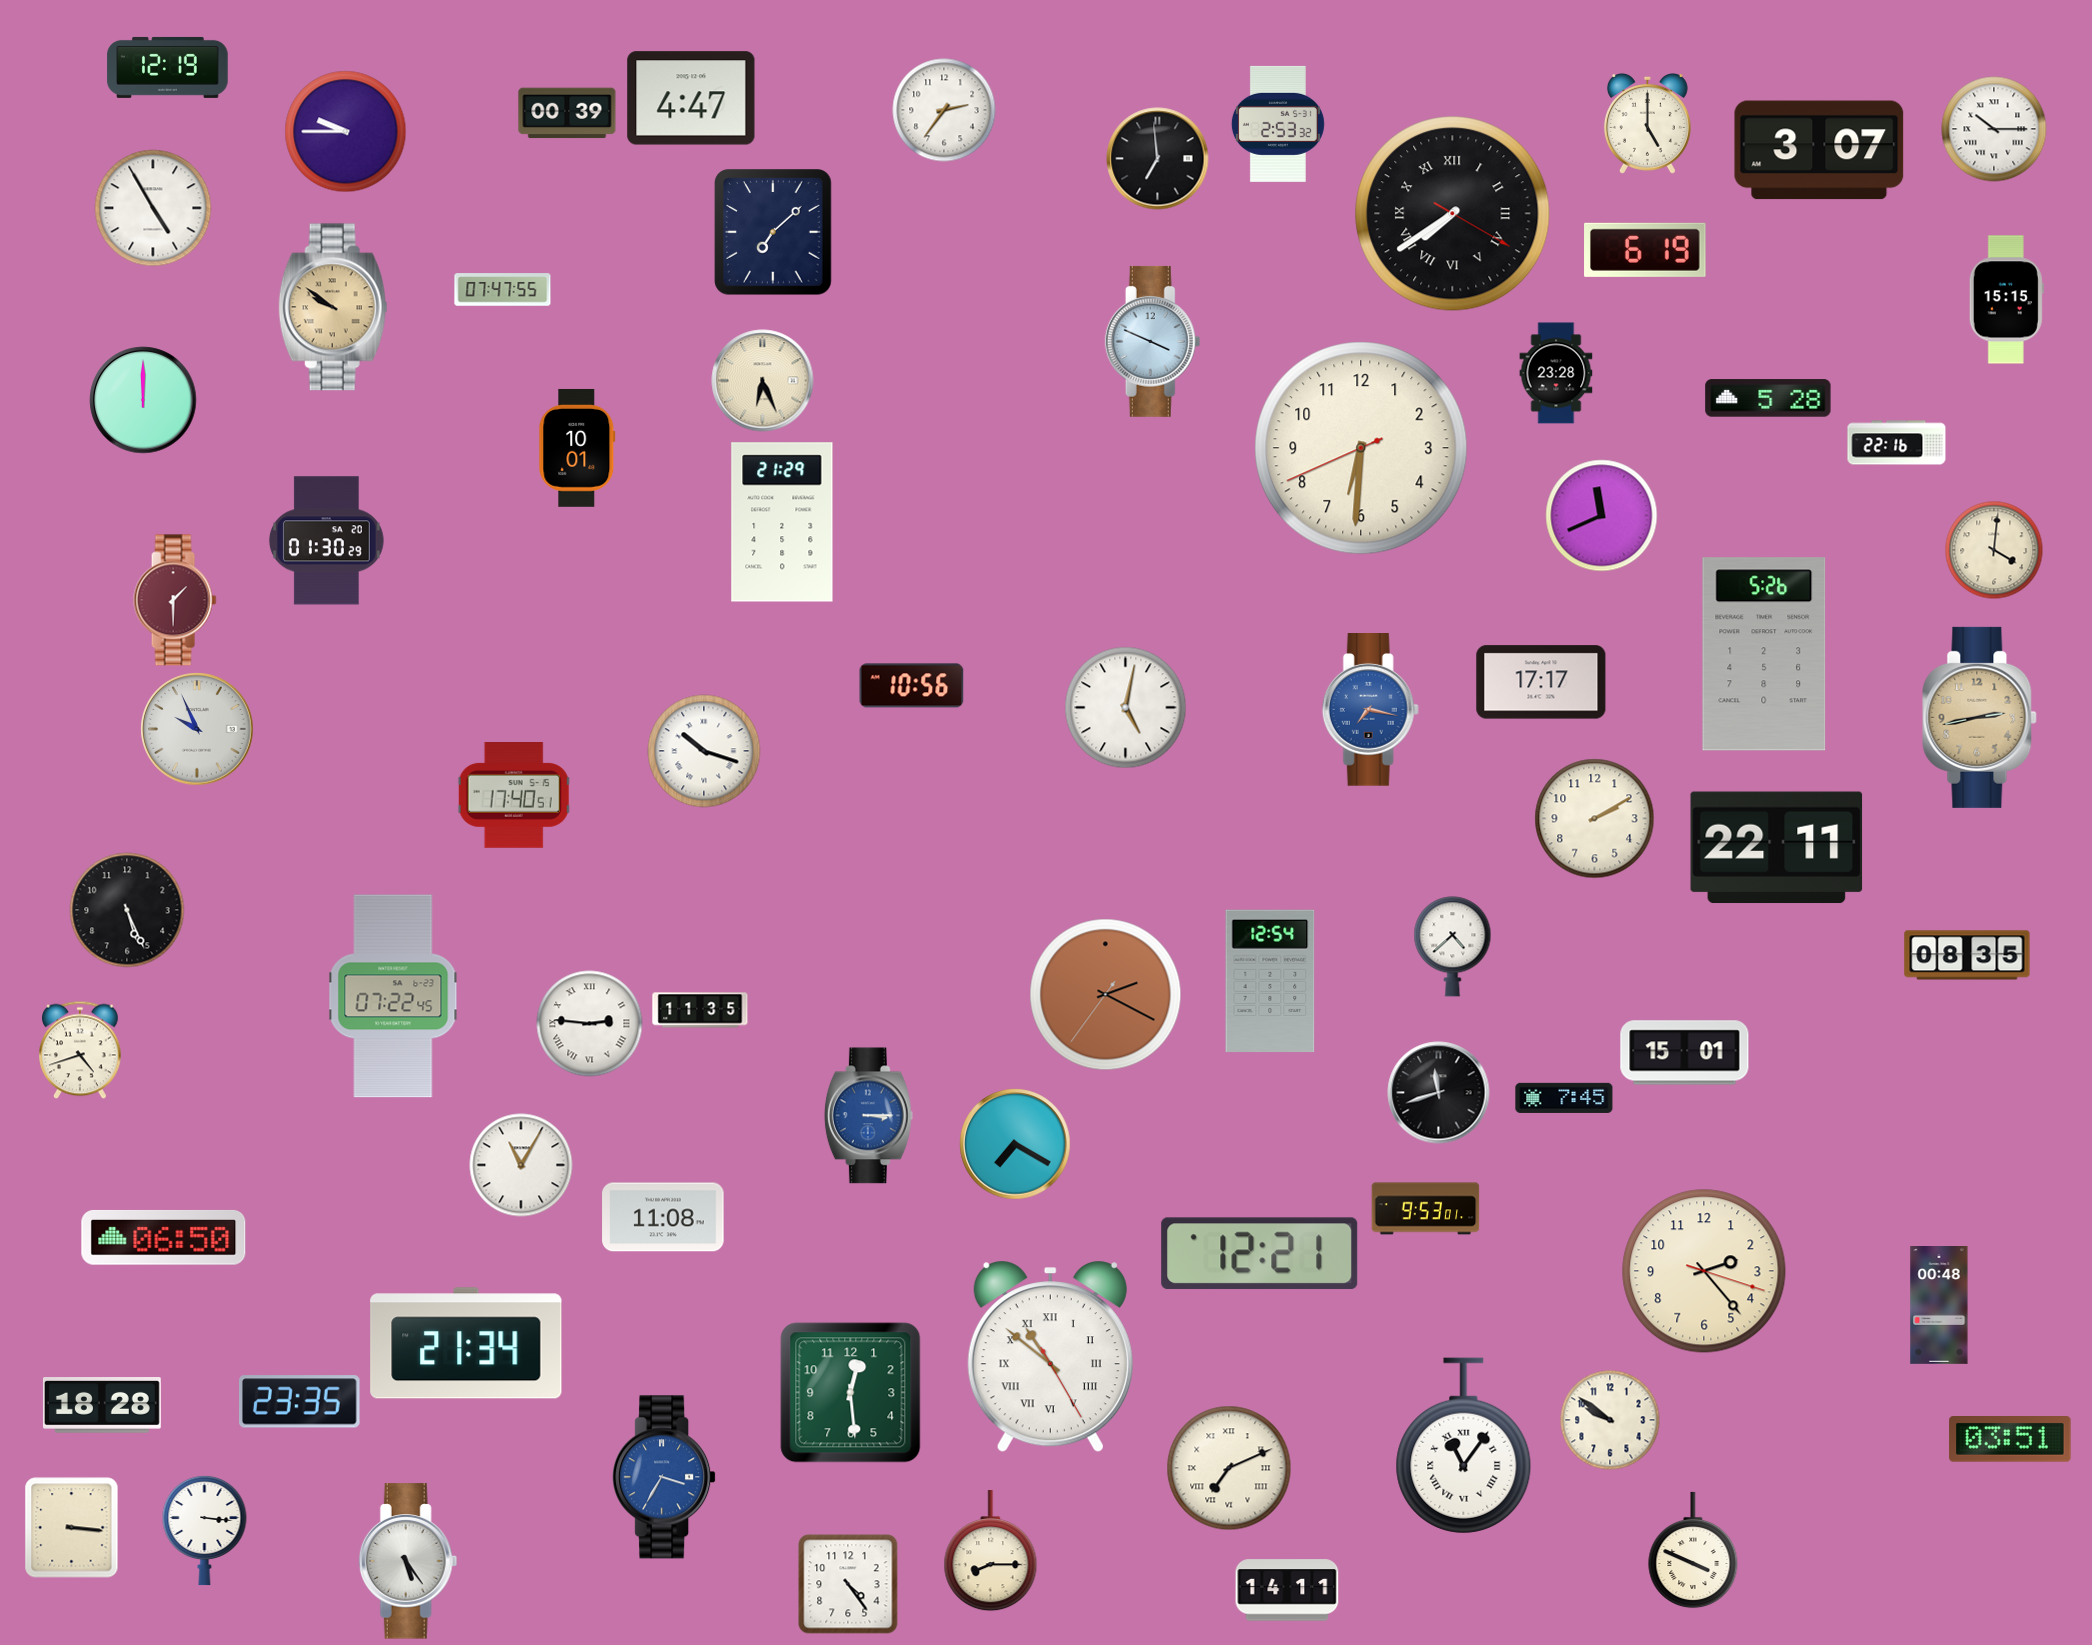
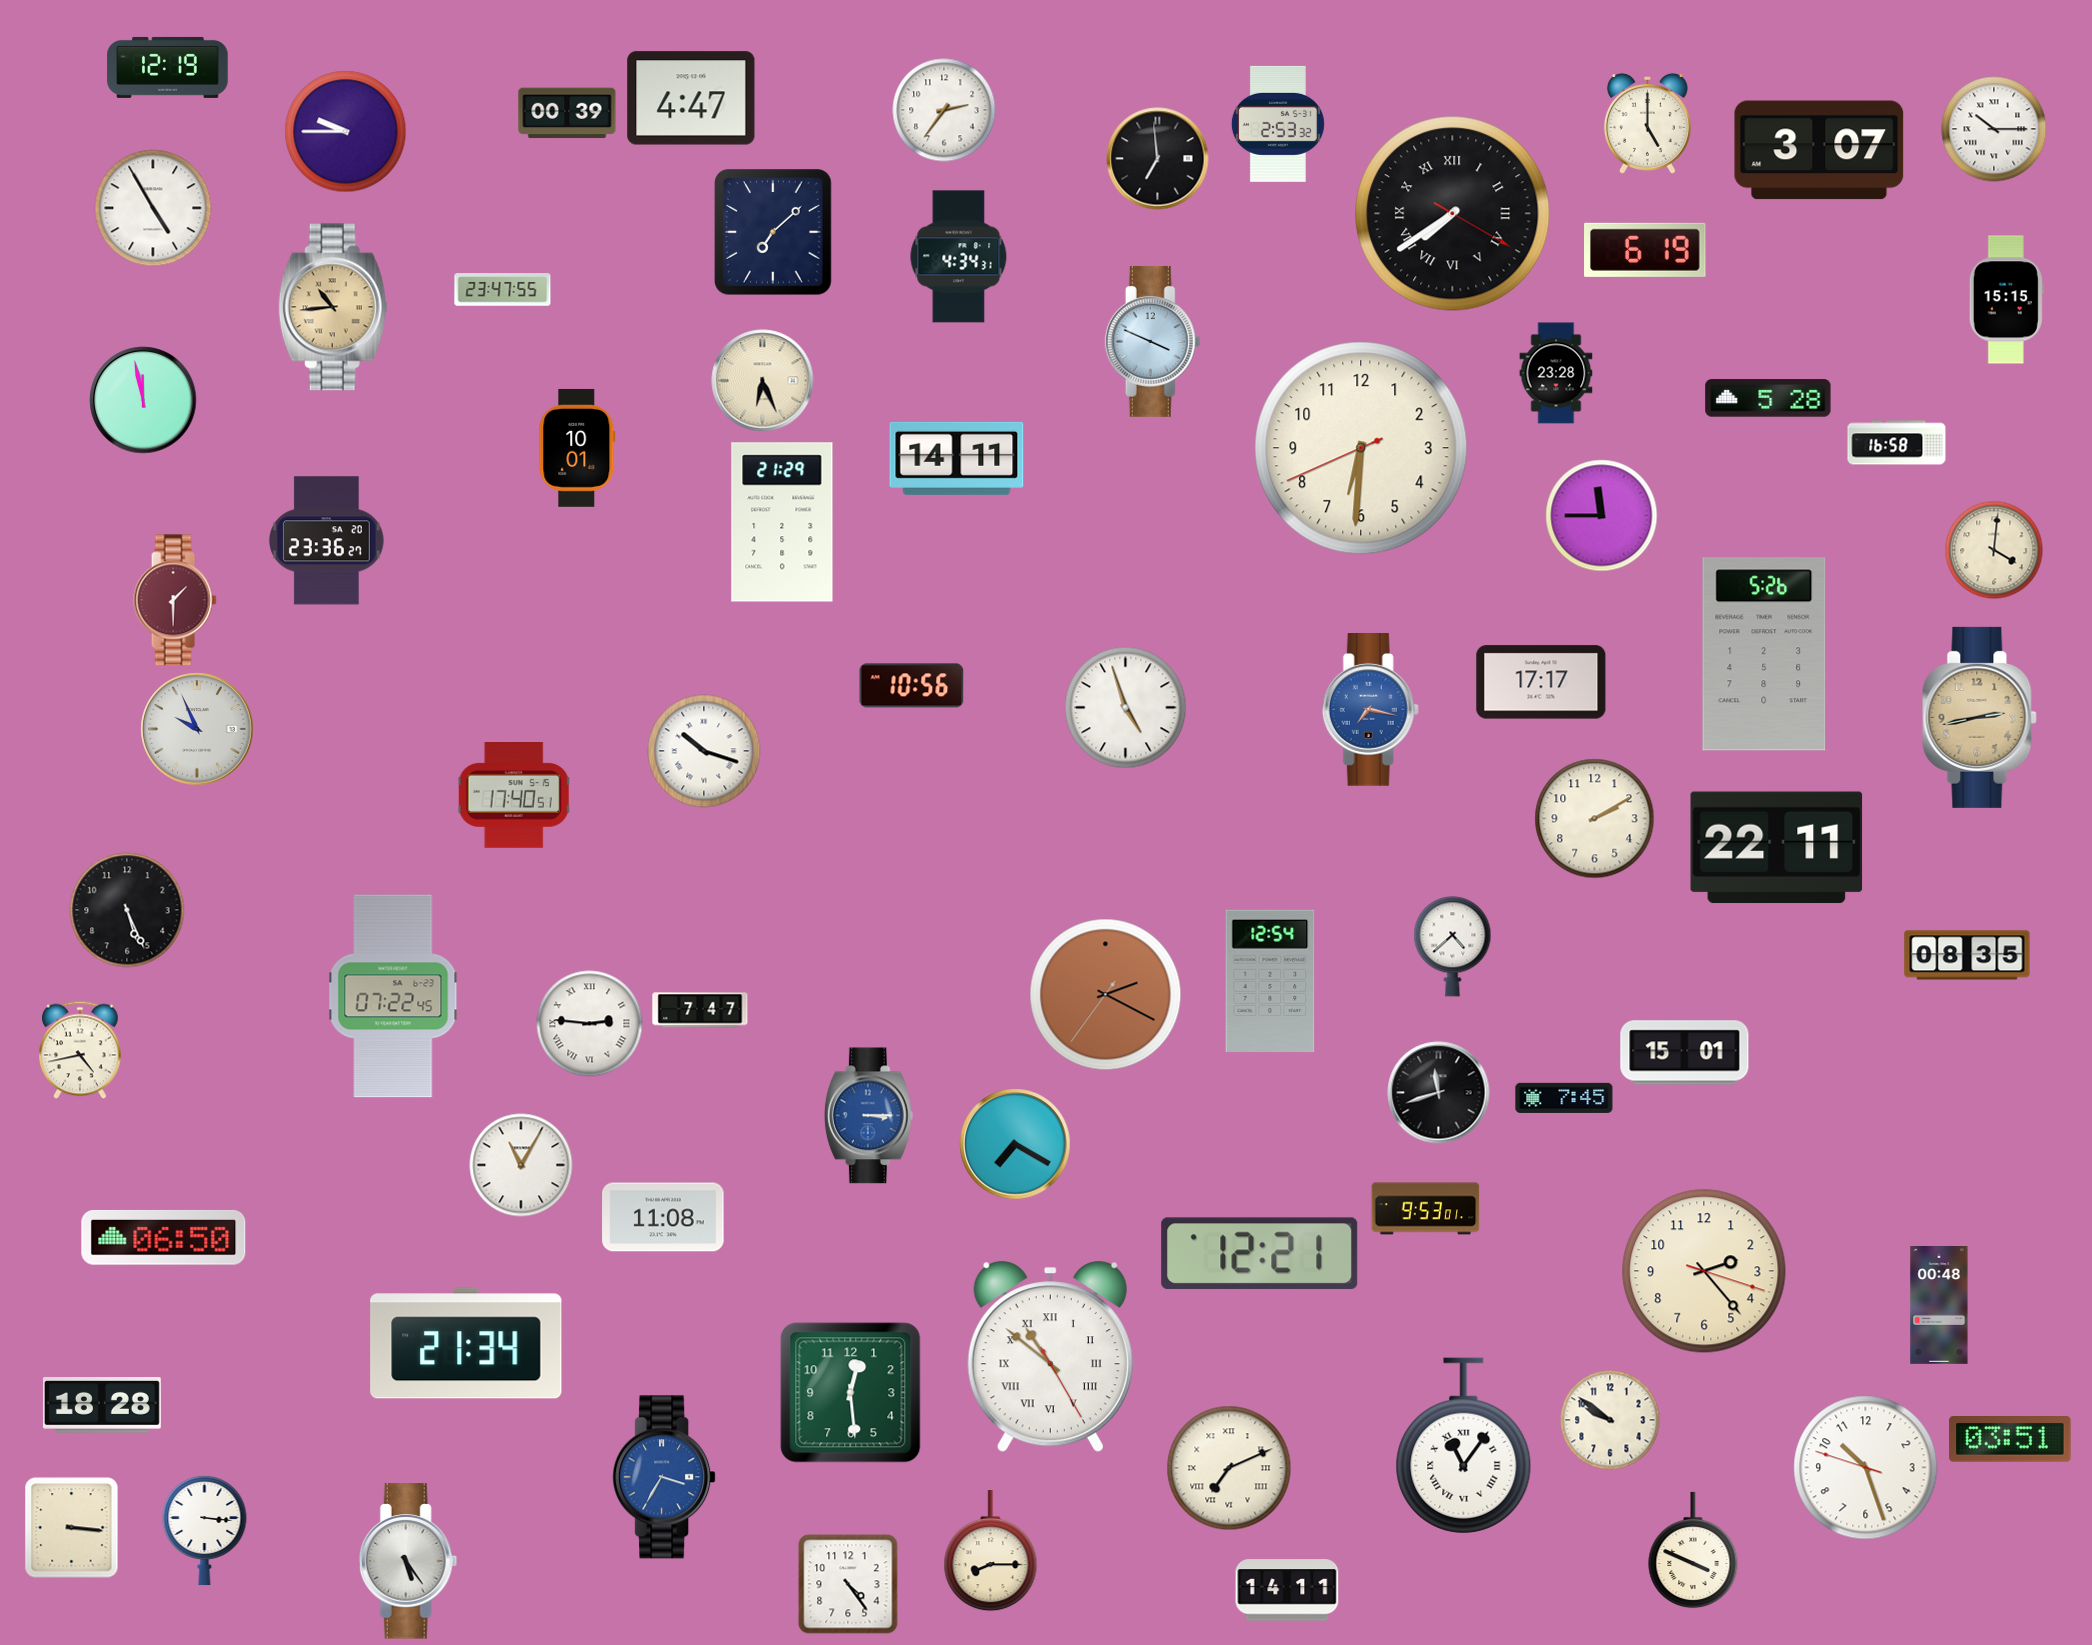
clock at (959, 257): none -> 4:34
clock at (503, 290): 07:47 -> 23:47
clock at (333, 307): 9:51 -> 10:44
clock at (143, 400): 12:00 -> 11:58
clock at (1897, 443): 22:16 -> 16:58
clock at (957, 458): none -> 14:11
clock at (1602, 516): 11:41 -> 11:45
clock at (327, 541): 01:30 -> 23:36
clock at (1126, 708): 5:02 -> 4:57
clock at (700, 1010): 11:35 -> 7:47
clock at (81, 1050): 4:42 -> 4:43
clock at (300, 1402): 23:35 -> none
clock at (1866, 1468): none -> 10:26
